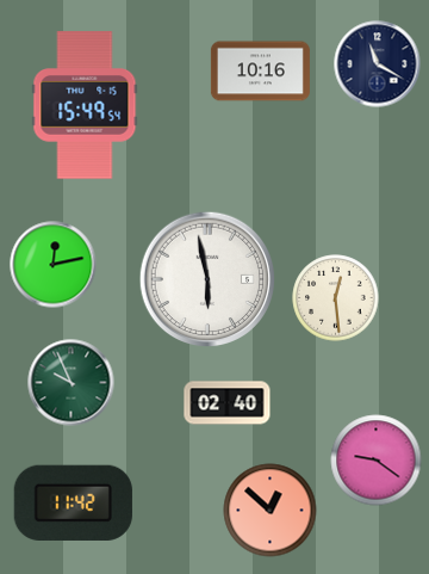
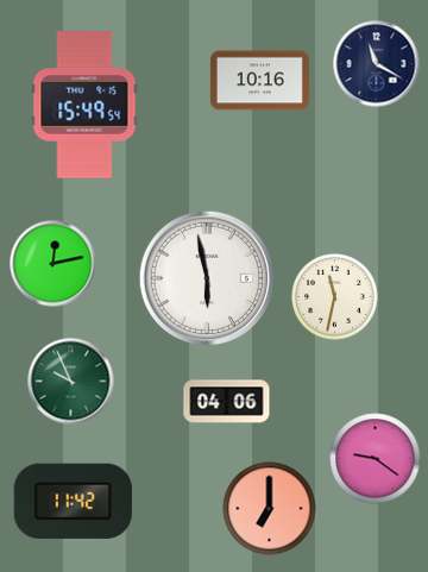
clock at (260, 72) position: (260, 72) -> (259, 81)
clock at (336, 298): 12:29 -> 11:32
clock at (228, 403): 02:40 -> 04:06
clock at (271, 511): 12:52 -> 7:00
